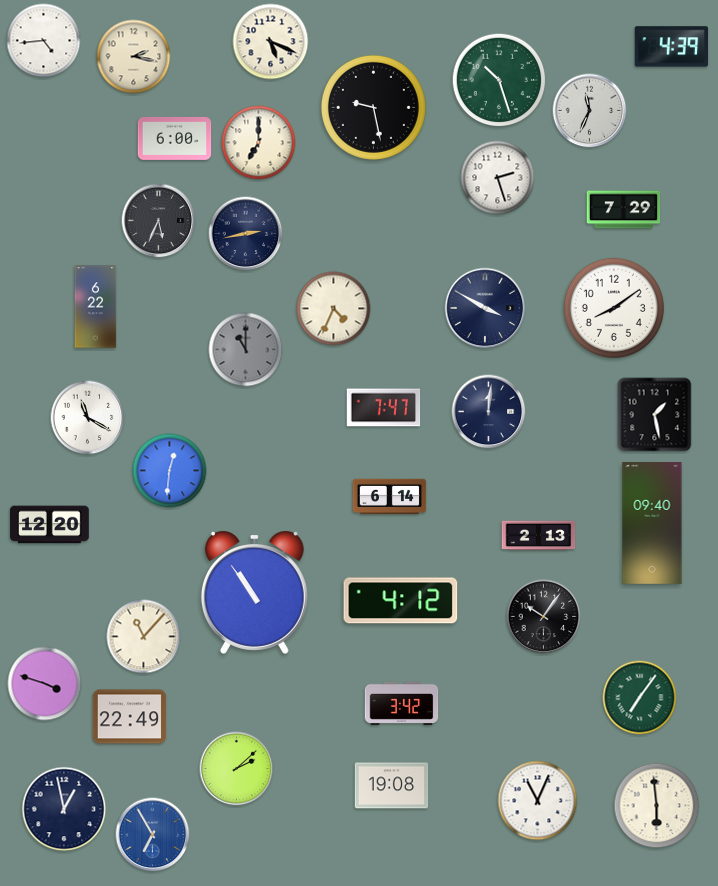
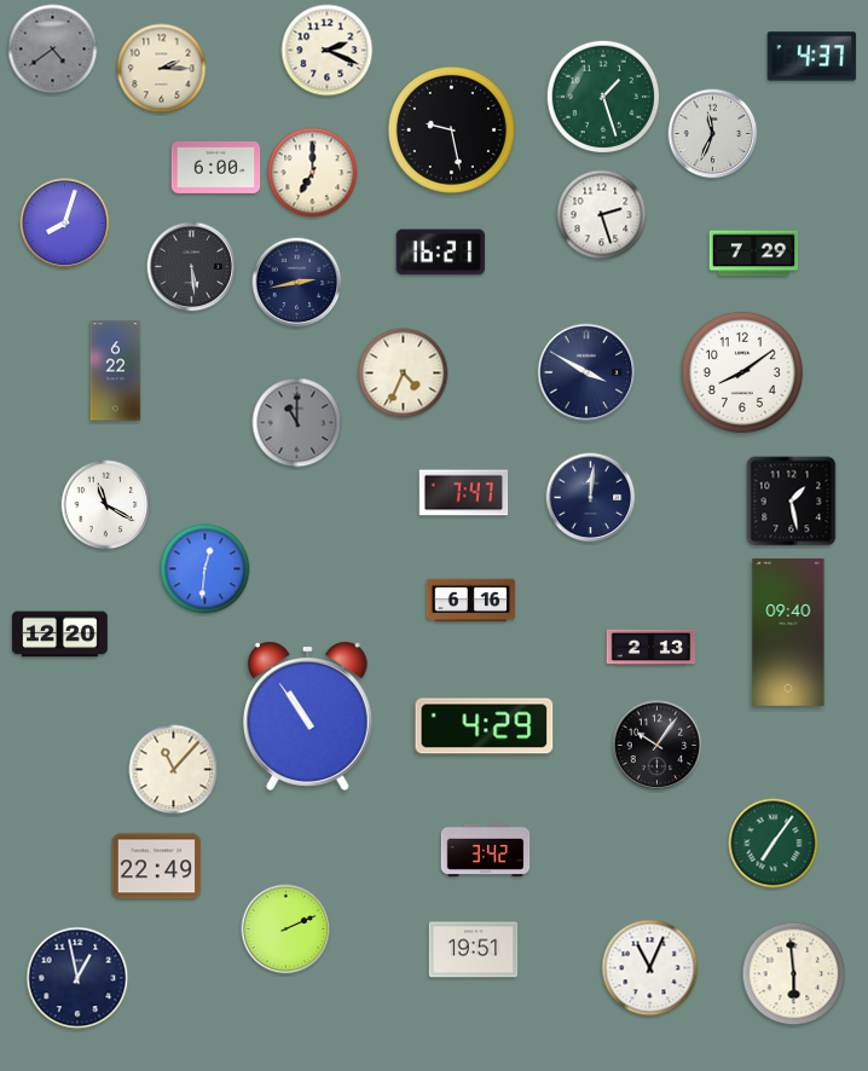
clock at (44, 41): 4:44 -> 4:39
clock at (44, 41) dial: white -> grey
clock at (271, 42): 5:19 -> 2:19
clock at (672, 47): 4:39 -> 4:37
clock at (134, 57): 2:17 -> 2:15
clock at (499, 80): 10:27 -> 1:27
clock at (175, 138) position: (175, 138) -> (216, 167)
clock at (65, 224): none -> 8:03
clock at (441, 253): none -> 16:21
clock at (159, 221): 5:34 -> 5:29
clock at (390, 497): 6:14 -> 6:16
clock at (401, 601): 4:12 -> 4:29
clock at (45, 684): 3:48 -> none
clock at (237, 769): 2:08 -> 2:11
clock at (392, 786): 19:08 -> 19:51
clock at (153, 835): 6:55 -> none
